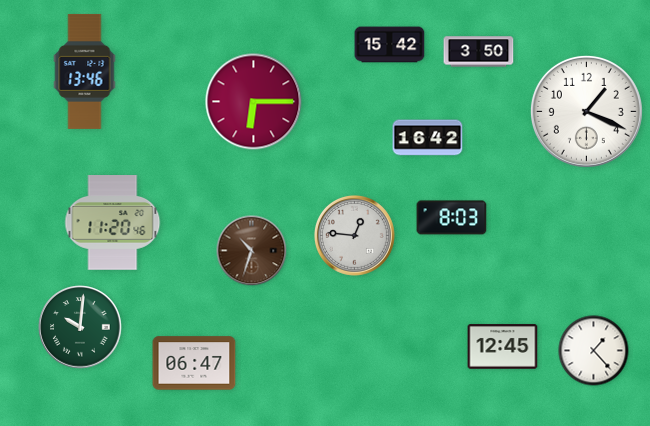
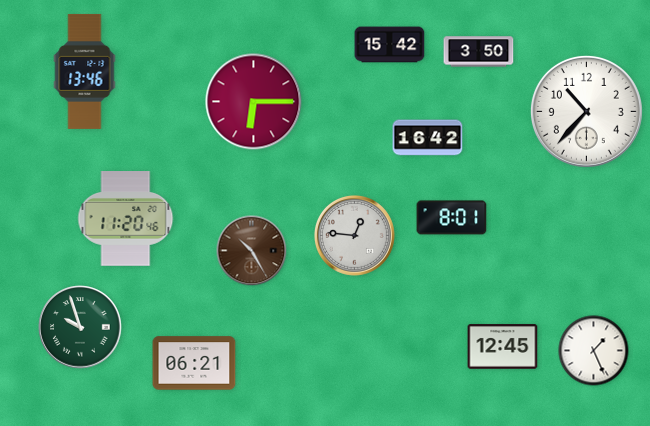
clock at (586, 111): 1:19 -> 10:37
clock at (452, 218): 8:03 -> 8:01
clock at (113, 223) position: (113, 223) -> (126, 219)
clock at (252, 251): 10:33 -> 10:25
clock at (80, 327): 10:01 -> 9:57
clock at (594, 351): 1:23 -> 1:26
clock at (194, 363): 06:47 -> 06:21
